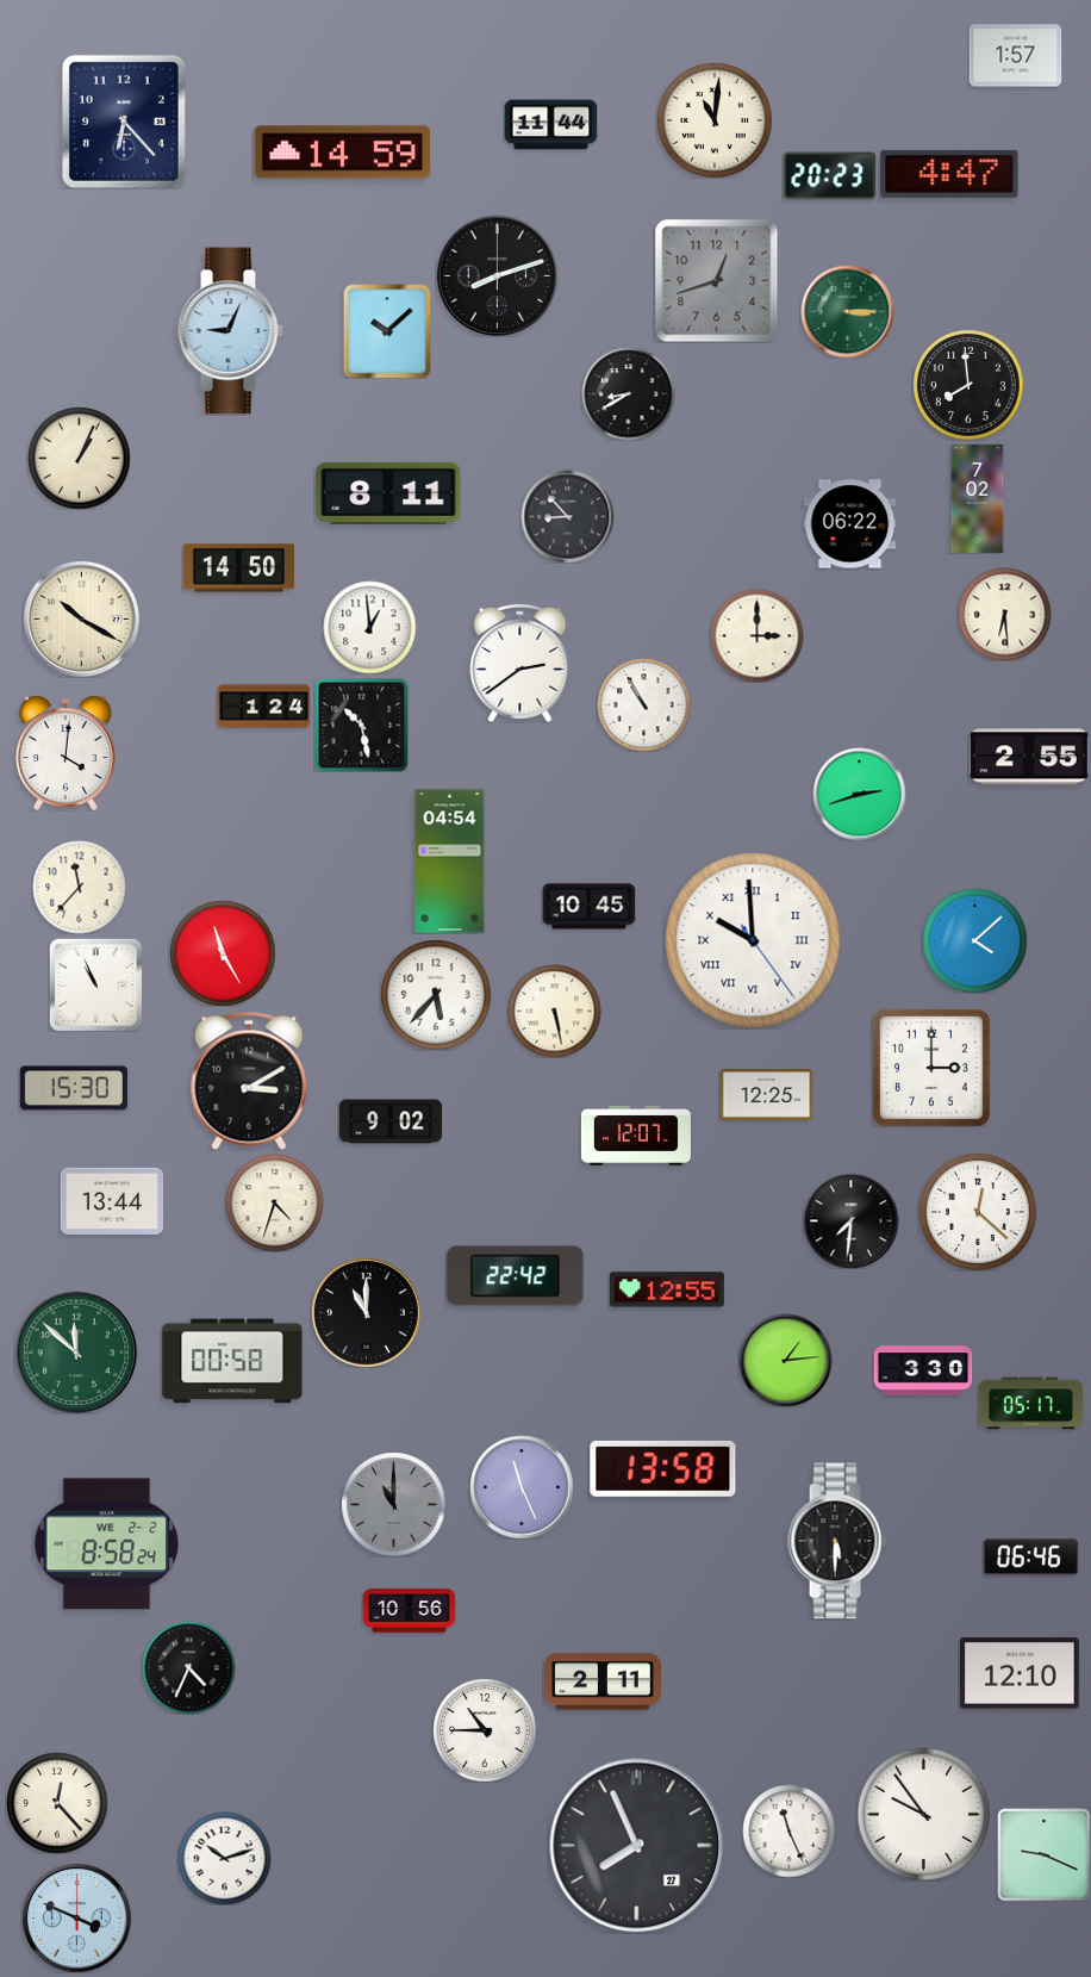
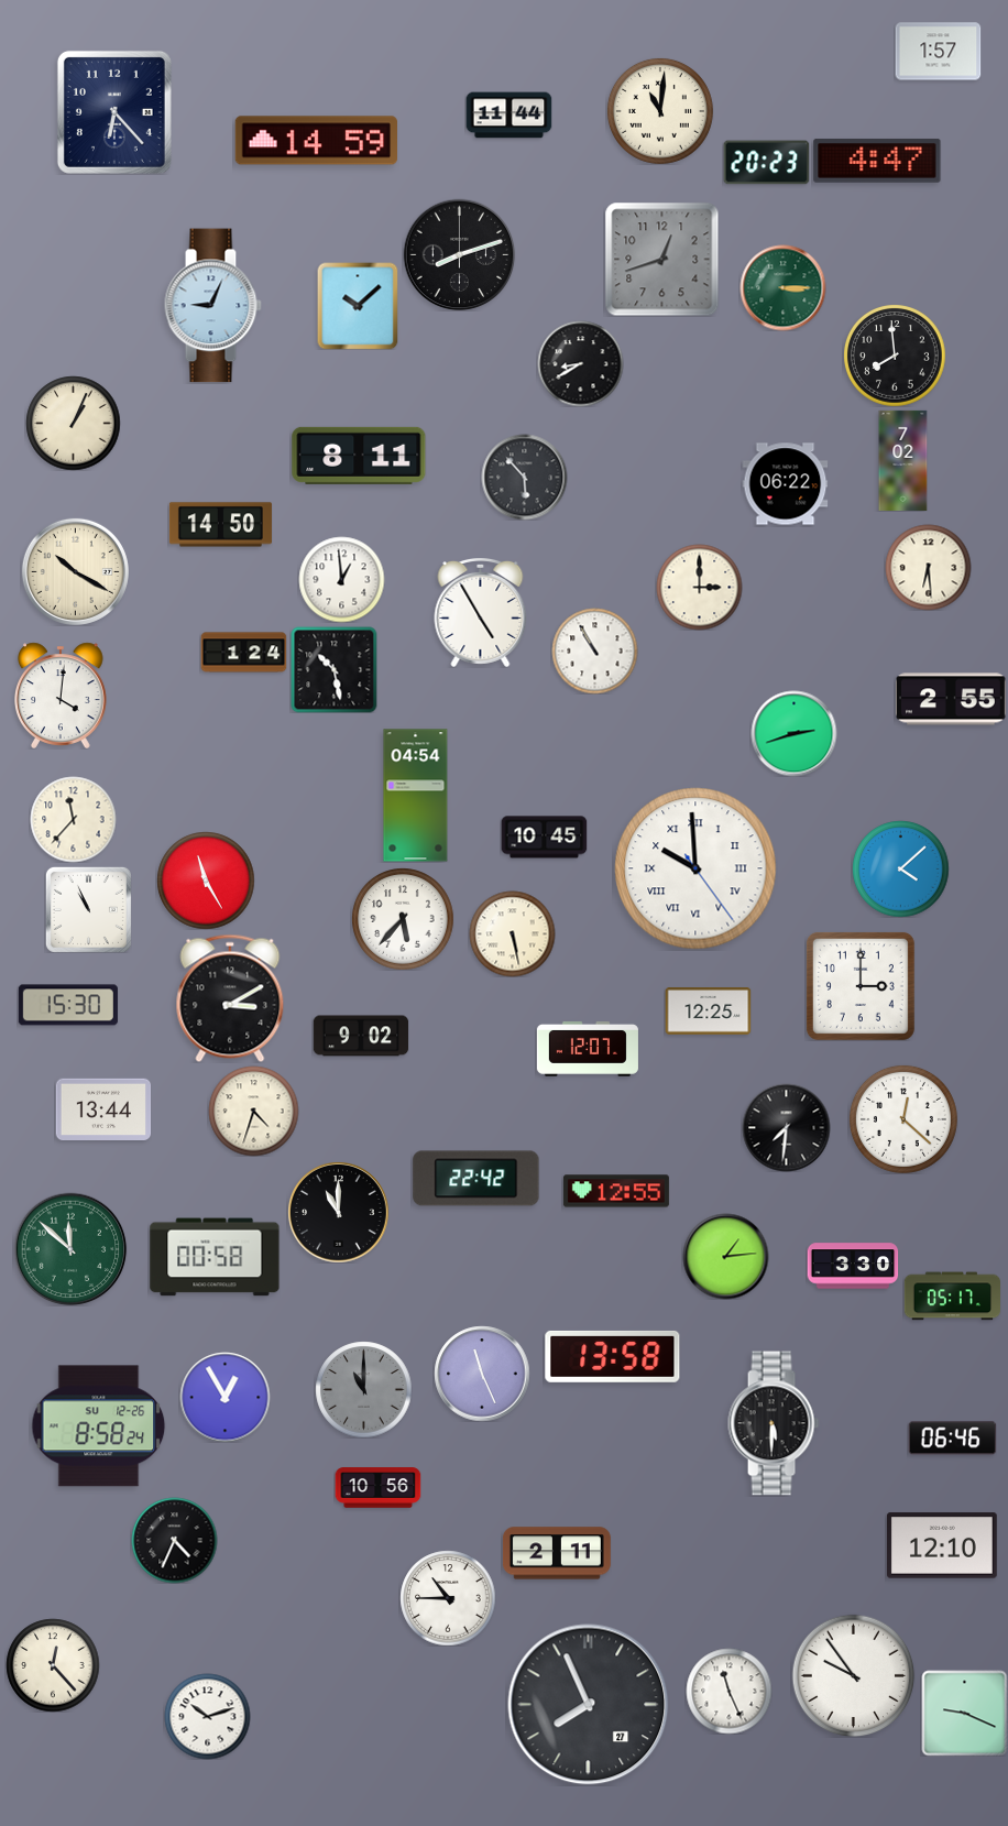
clock at (567, 516): 8:53 -> 5:53
clock at (520, 663): 2:39 -> 4:55
clock at (224, 1397): none -> 12:55
clock at (106, 1544) date: WE 2-2 -> SU 12-26
clock at (77, 1919): 3:49 -> none
